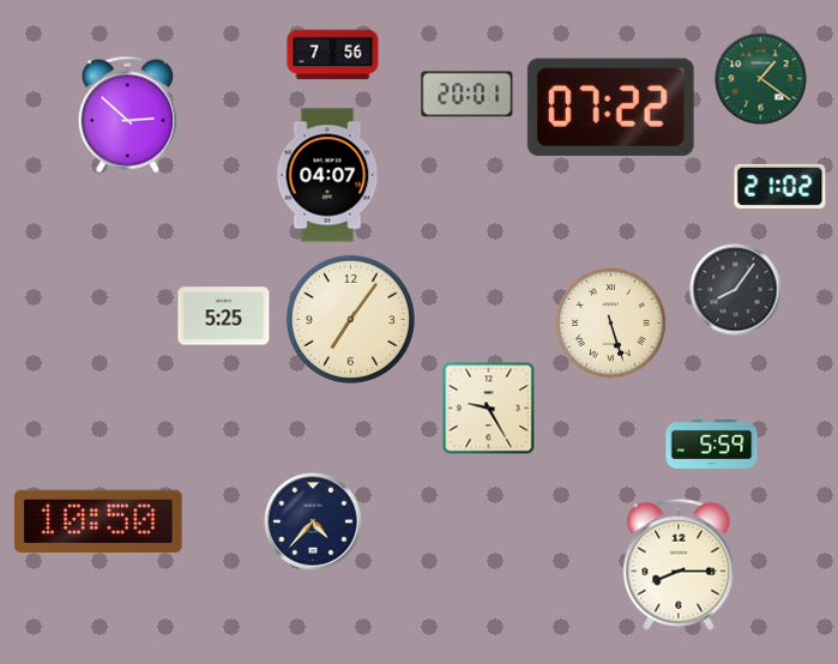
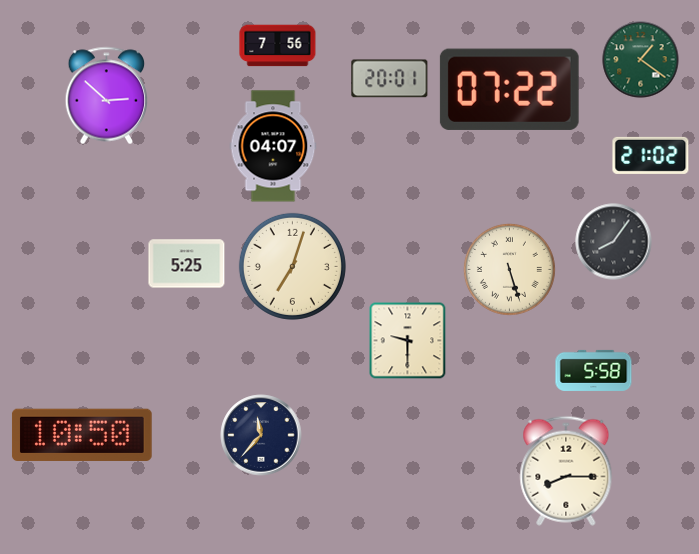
clock at (761, 79) position: (761, 79) -> (641, 60)
clock at (350, 319): 7:06 -> 7:03
clock at (488, 408): 9:25 -> 9:30
clock at (712, 443): 5:59 -> 5:58
clock at (313, 521): 4:37 -> 11:37
